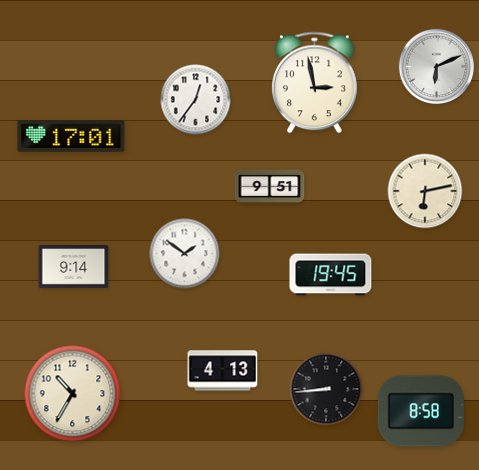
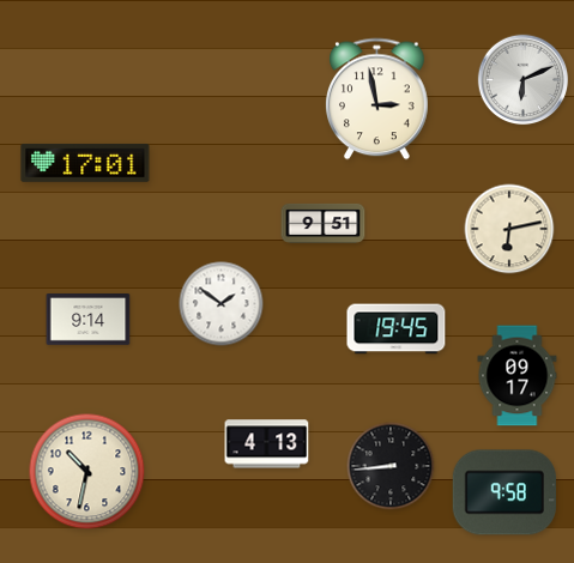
clock at (196, 100): 12:36 -> none
clock at (518, 376): none -> 09:17
clock at (73, 394): 10:35 -> 10:32
clock at (421, 411): 8:58 -> 9:58
